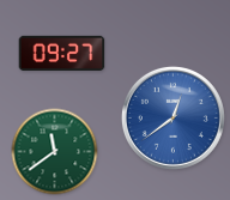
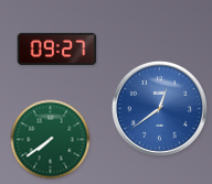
clock at (55, 152): 11:39 -> 7:39
